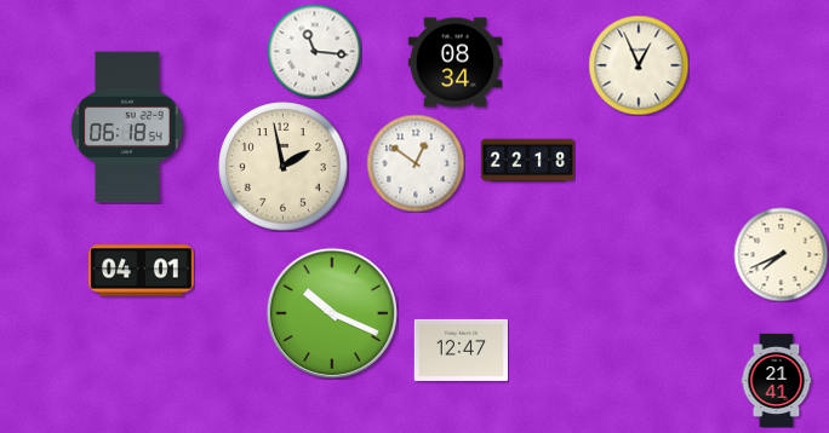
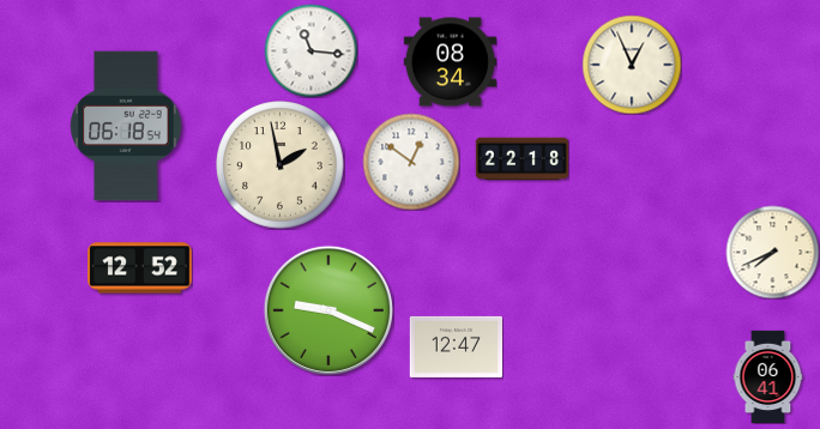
clock at (142, 271): 04:01 -> 12:52
clock at (332, 313): 10:19 -> 9:19
clock at (777, 380): 21:41 -> 06:41
